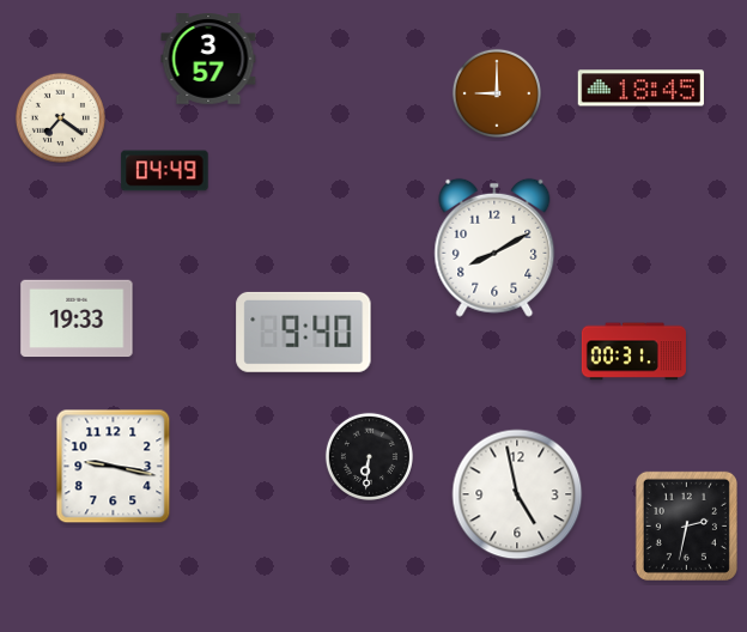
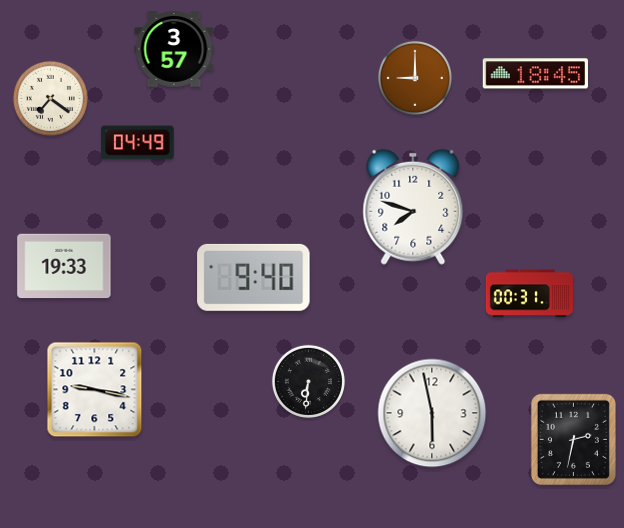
clock at (494, 248): 8:10 -> 7:48
clock at (517, 494): 4:58 -> 5:58
